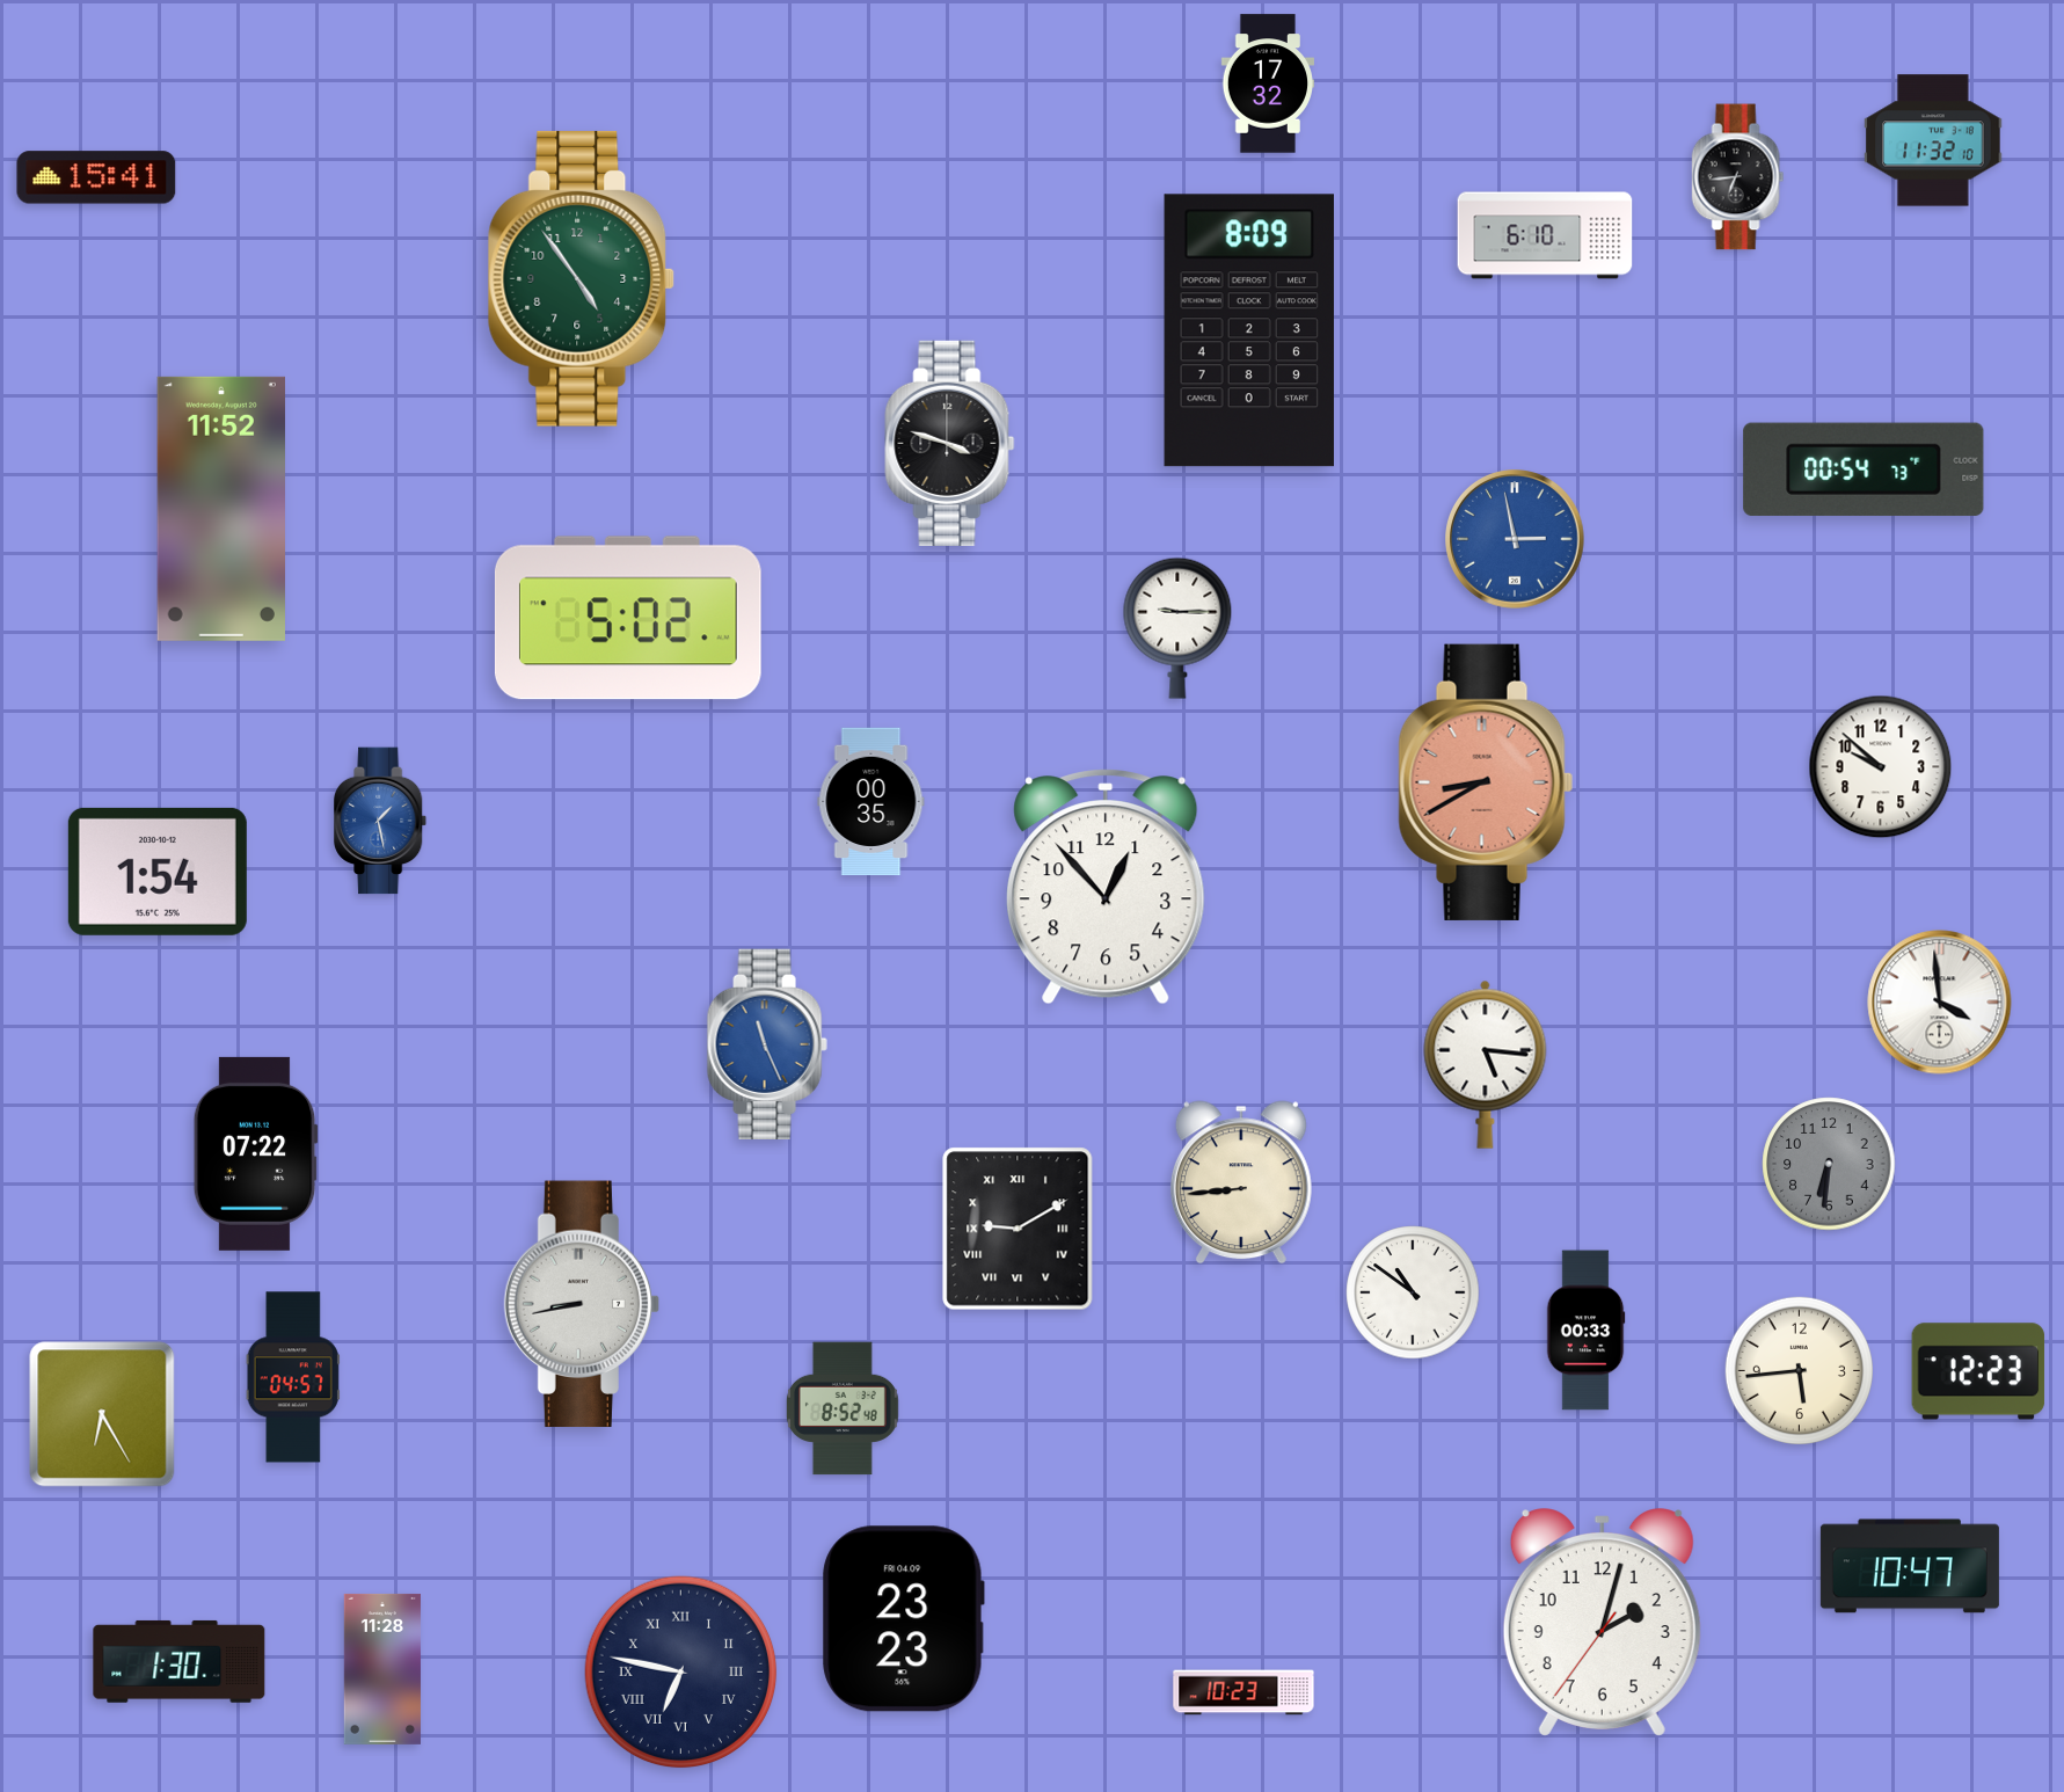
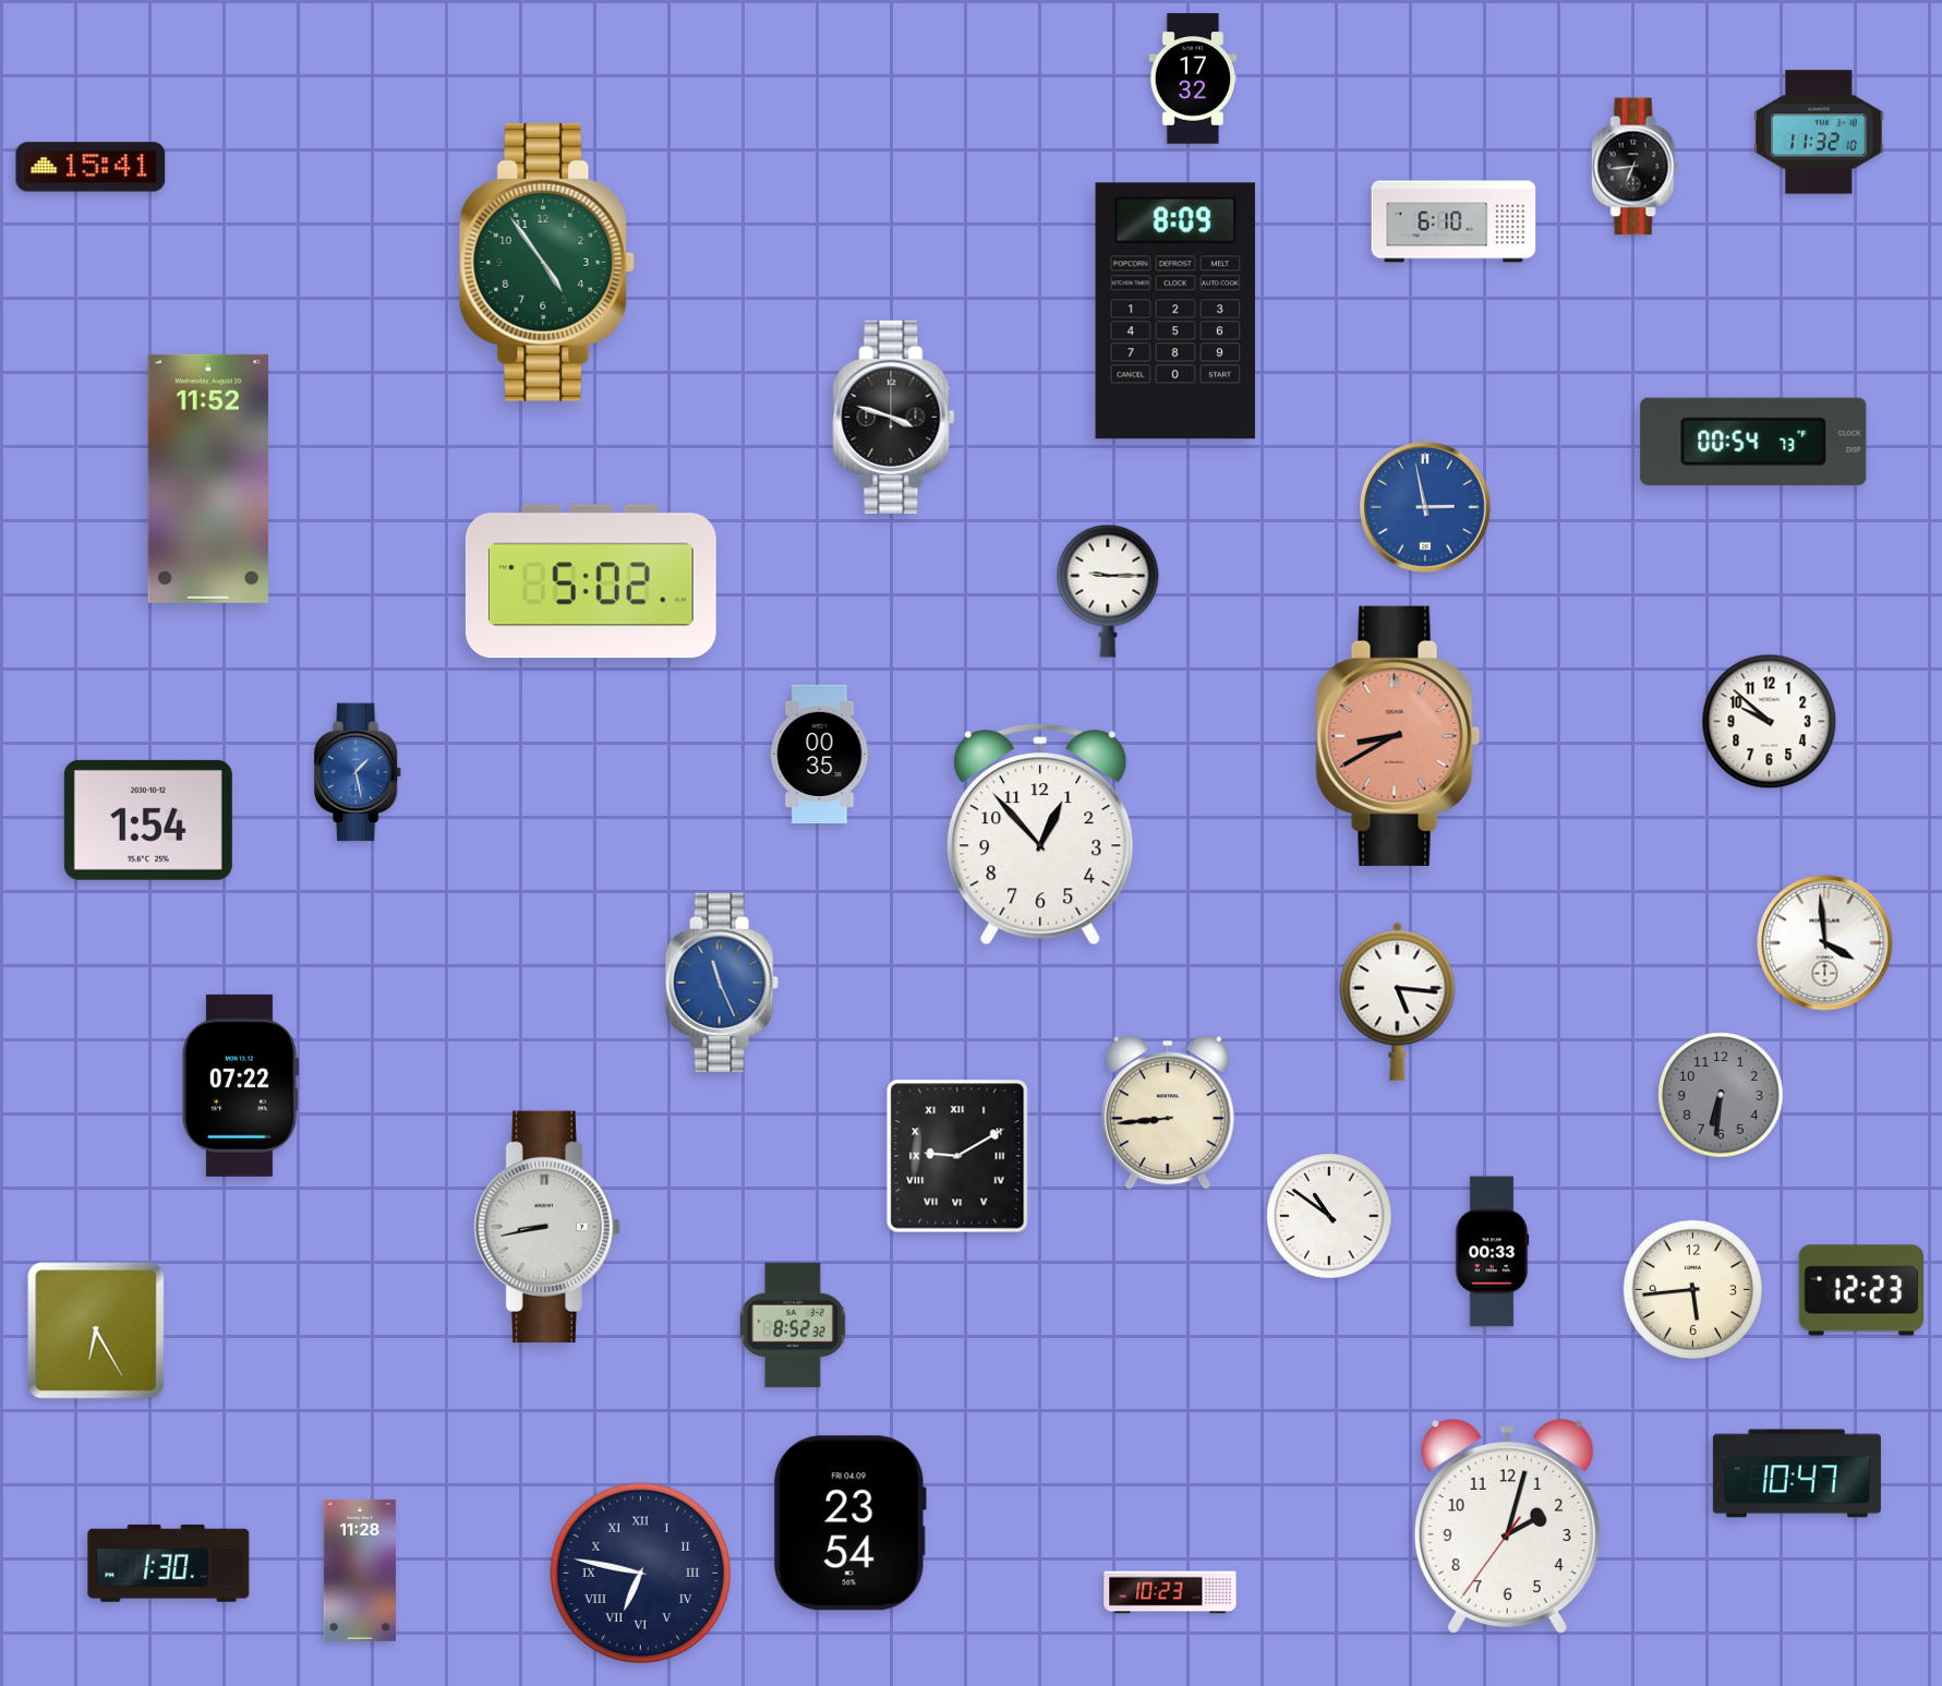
clock at (293, 1377): 04:57 -> none
clock at (843, 1408): 8:52:48 -> 8:52:32
clock at (903, 1619): 23:23 -> 23:54
